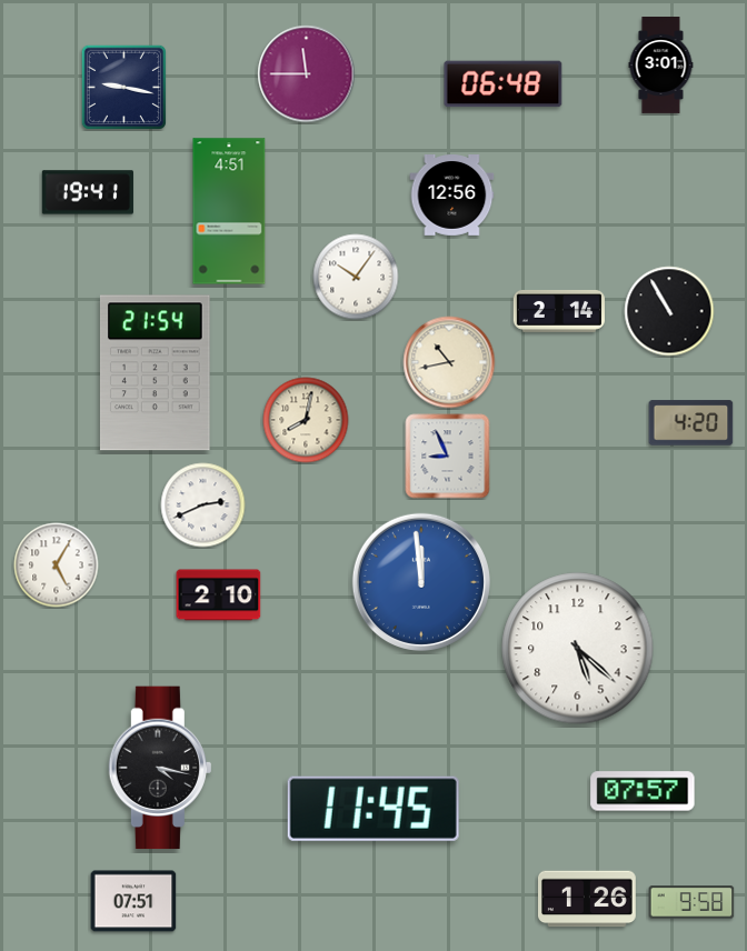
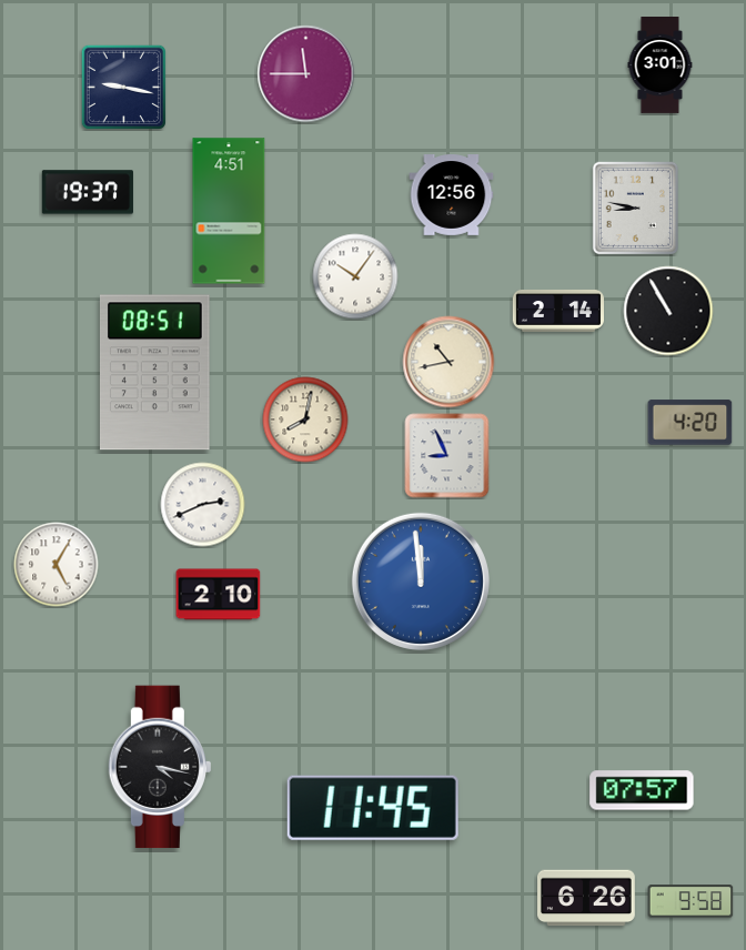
clock at (504, 84): 06:48 -> none
clock at (88, 192): 19:41 -> 19:37
clock at (636, 209): none -> 8:47
clock at (155, 373): 21:54 -> 08:51
clock at (578, 649): 5:22 -> none
clock at (588, 899): 1:26 -> 6:26
clock at (133, 901): 07:51 -> none
